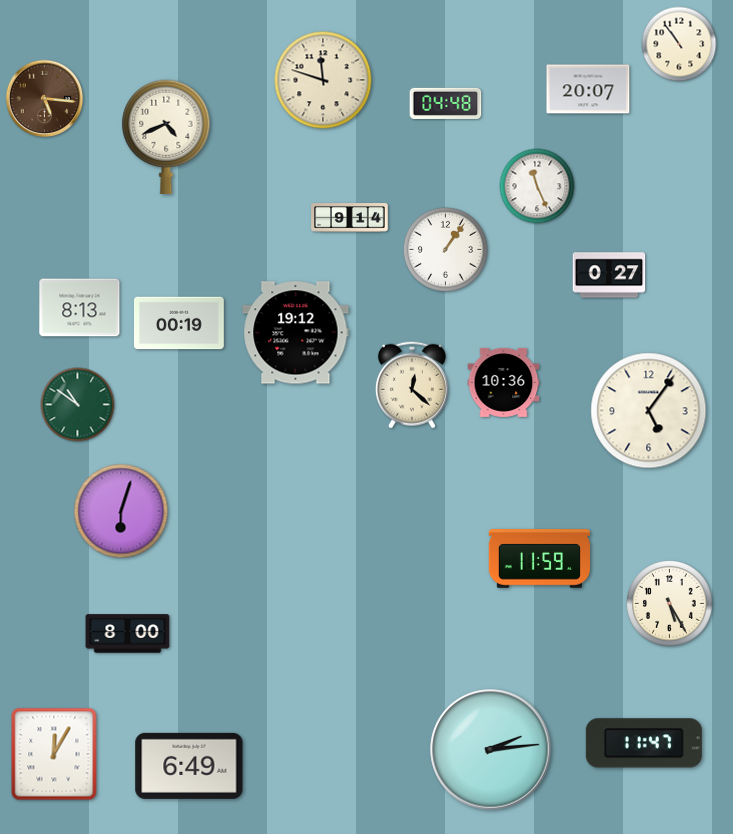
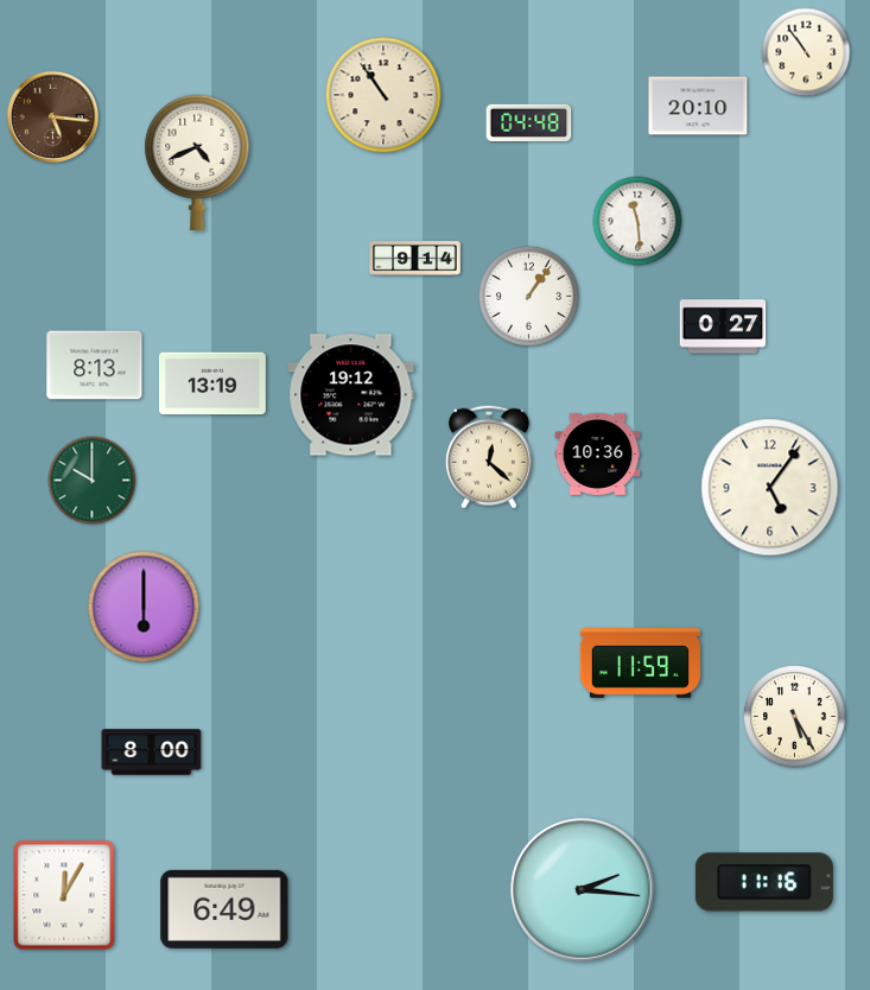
clock at (323, 80): 11:48 -> 10:54
clock at (588, 89): 20:07 -> 20:10
clock at (537, 186): 11:26 -> 11:29
clock at (179, 323): 00:19 -> 13:19
clock at (78, 405): 10:51 -> 10:00
clock at (121, 511): 6:03 -> 6:00
clock at (644, 743): 11:47 -> 11:16
clock at (491, 750): 2:14 -> 2:16
